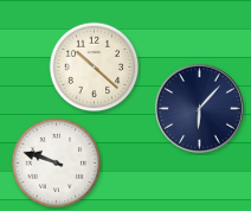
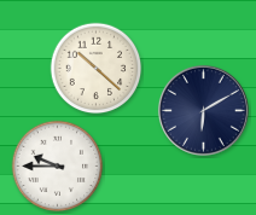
clock at (199, 108): 6:07 -> 6:10
clock at (57, 164): 9:48 -> 9:45
